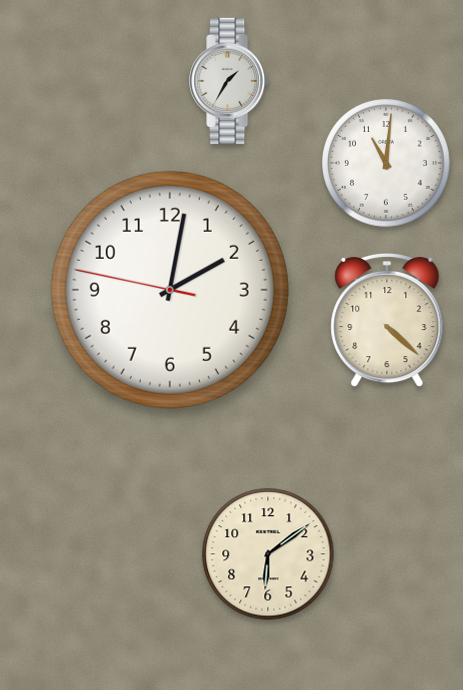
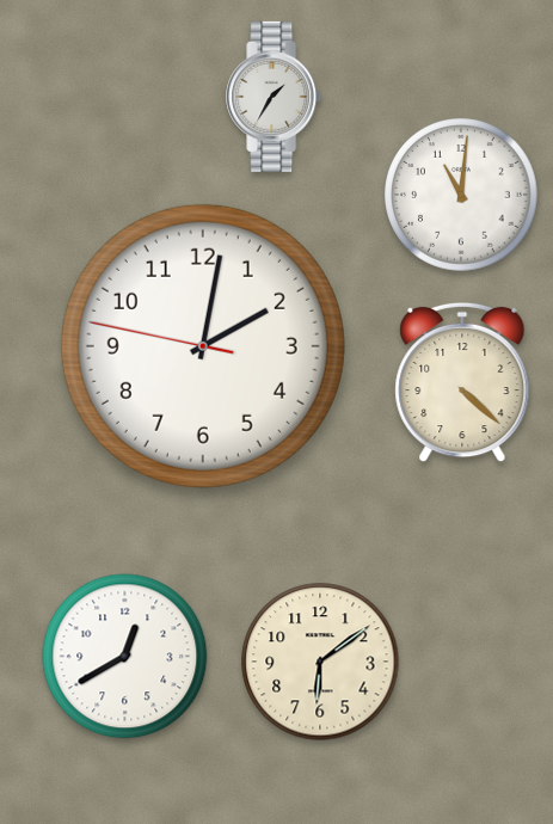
clock at (125, 657): none -> 12:40
